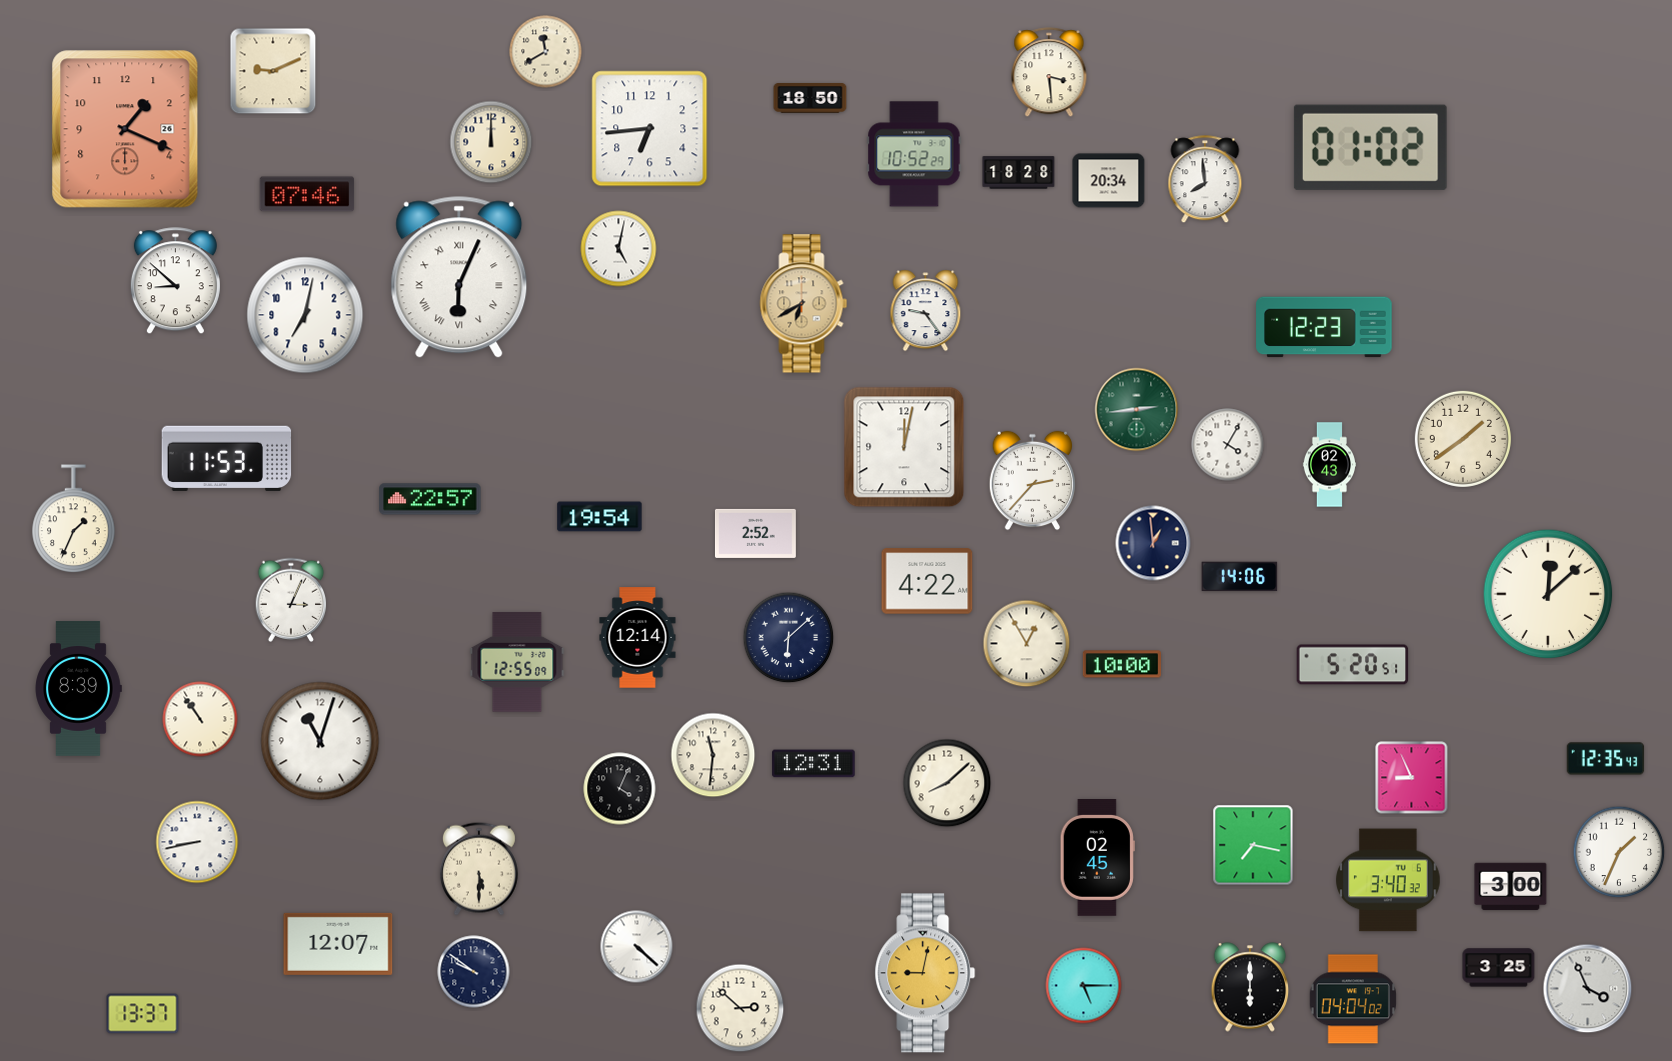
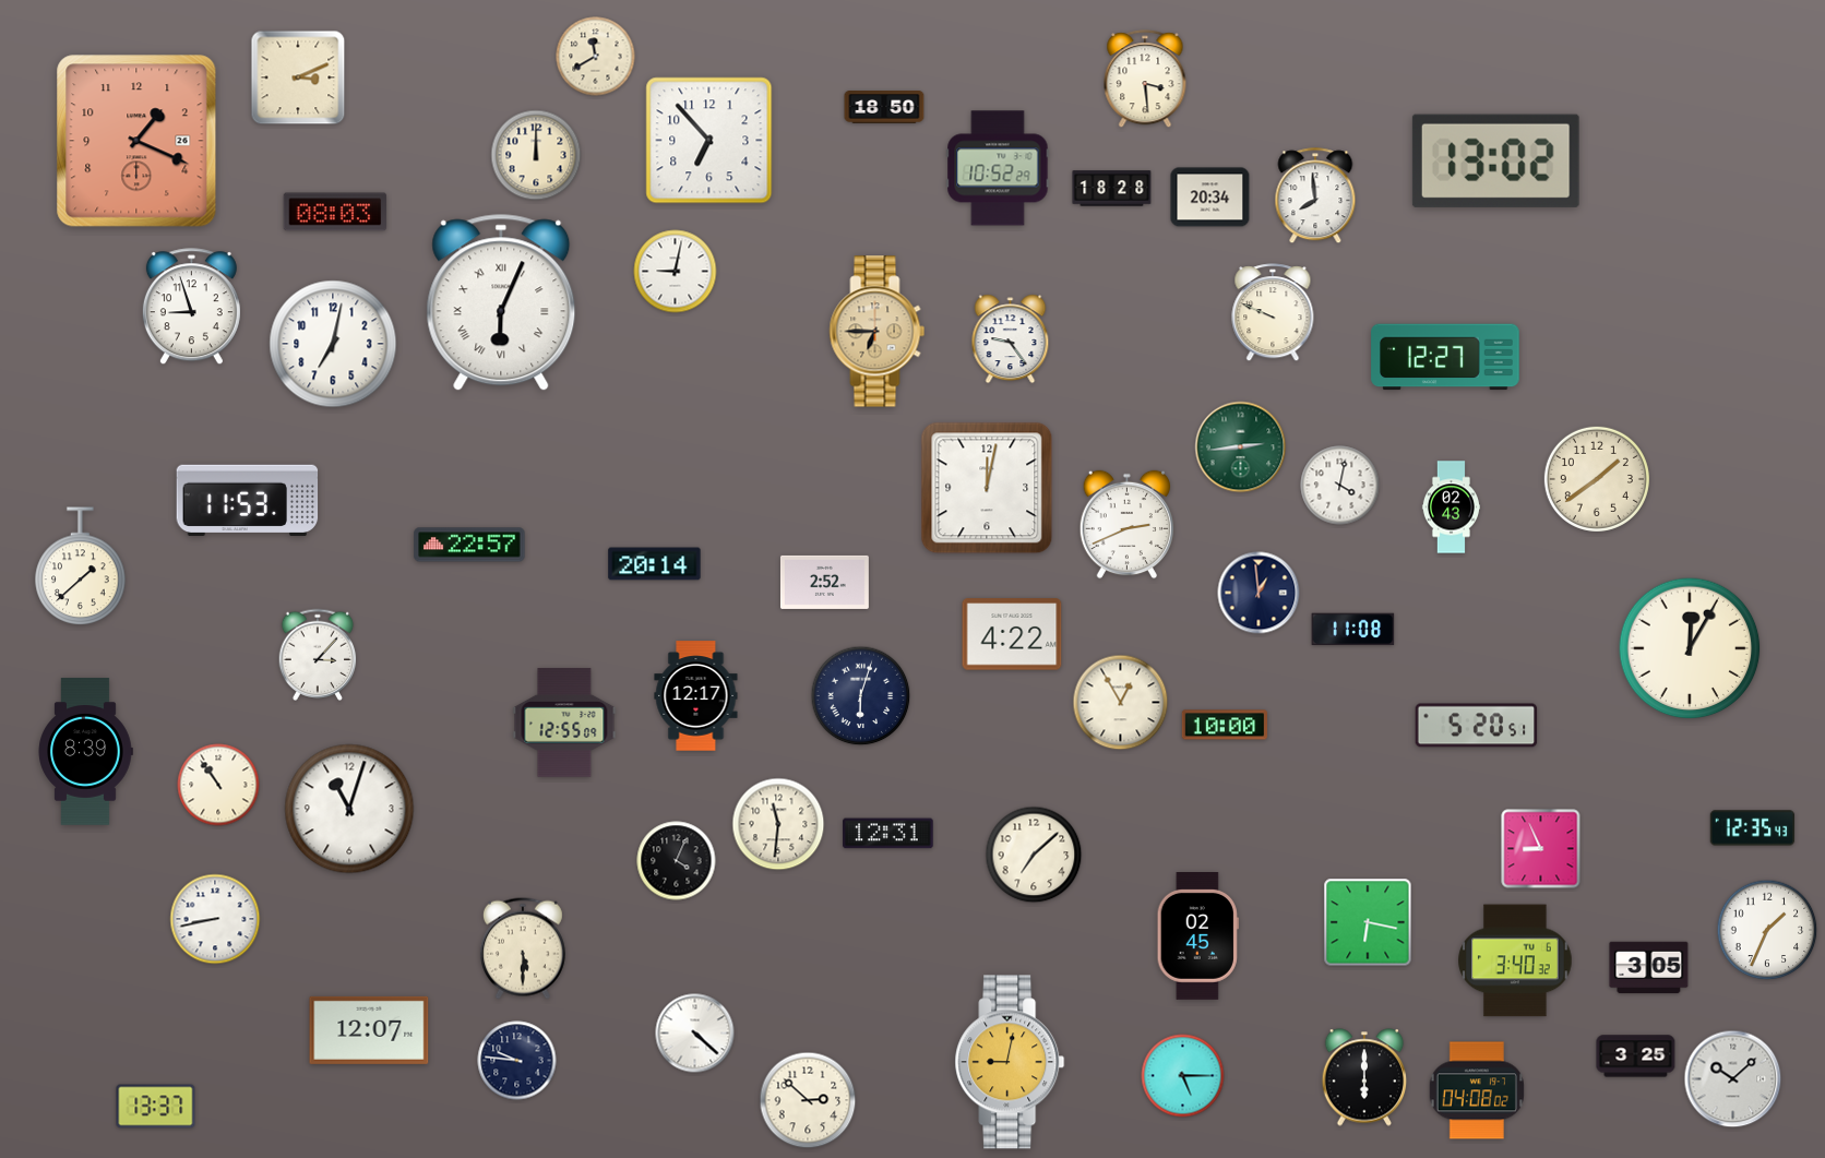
clock at (273, 71): 9:11 -> 3:11
clock at (650, 129): 6:44 -> 6:53
clock at (1370, 147): 01:02 -> 13:02
clock at (307, 194): 07:46 -> 08:03
clock at (619, 249): 5:02 -> 9:02
clock at (175, 281): 8:52 -> 8:57
clock at (1273, 313): none -> 9:49
clock at (804, 304): 6:40 -> 6:45
clock at (1324, 327): 12:23 -> 12:27
clock at (1228, 445): 4:05 -> 4:02
clock at (1032, 481): 2:37 -> 2:41
clock at (600, 517): 19:54 -> 20:14
clock at (74, 519): 1:34 -> 1:38
clock at (1240, 577): 14:06 -> 11:08
clock at (1548, 594): 12:08 -> 12:05
clock at (291, 599): 3:04 -> 3:07
clock at (638, 638): 12:14 -> 12:17
clock at (789, 638): 6:08 -> 6:03
clock at (947, 783): 8:08 -> 7:08
clock at (1253, 845): 7:17 -> 6:17
clock at (1511, 887): 3:00 -> 3:05
clock at (474, 972): 9:51 -> 9:46
clock at (1588, 989): 3:56 -> 10:08
clock at (1353, 999): 04:04 -> 04:08
